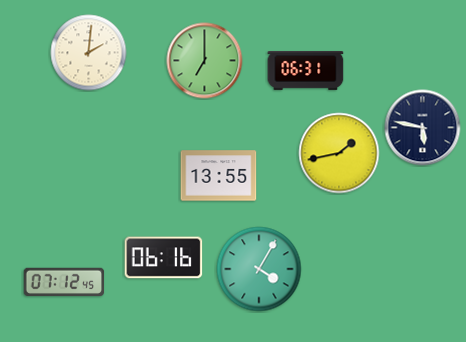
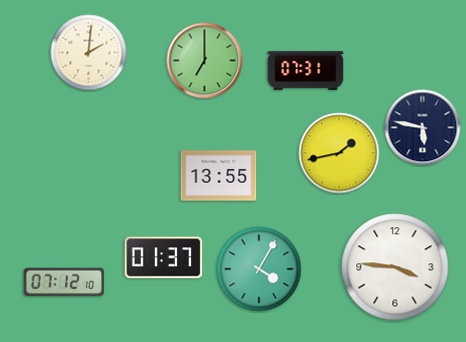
clock at (306, 71): 06:31 -> 07:31
clock at (164, 258): 06:16 -> 01:37
clock at (395, 267): none -> 3:46
clock at (64, 281): 07:12:45 -> 07:12:10
